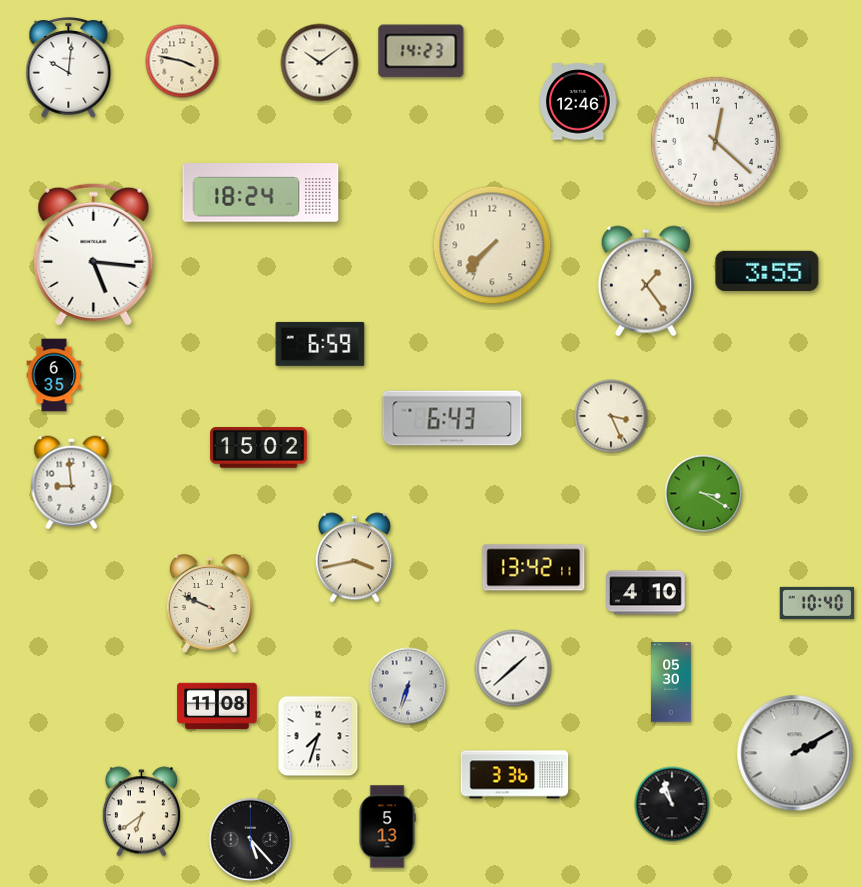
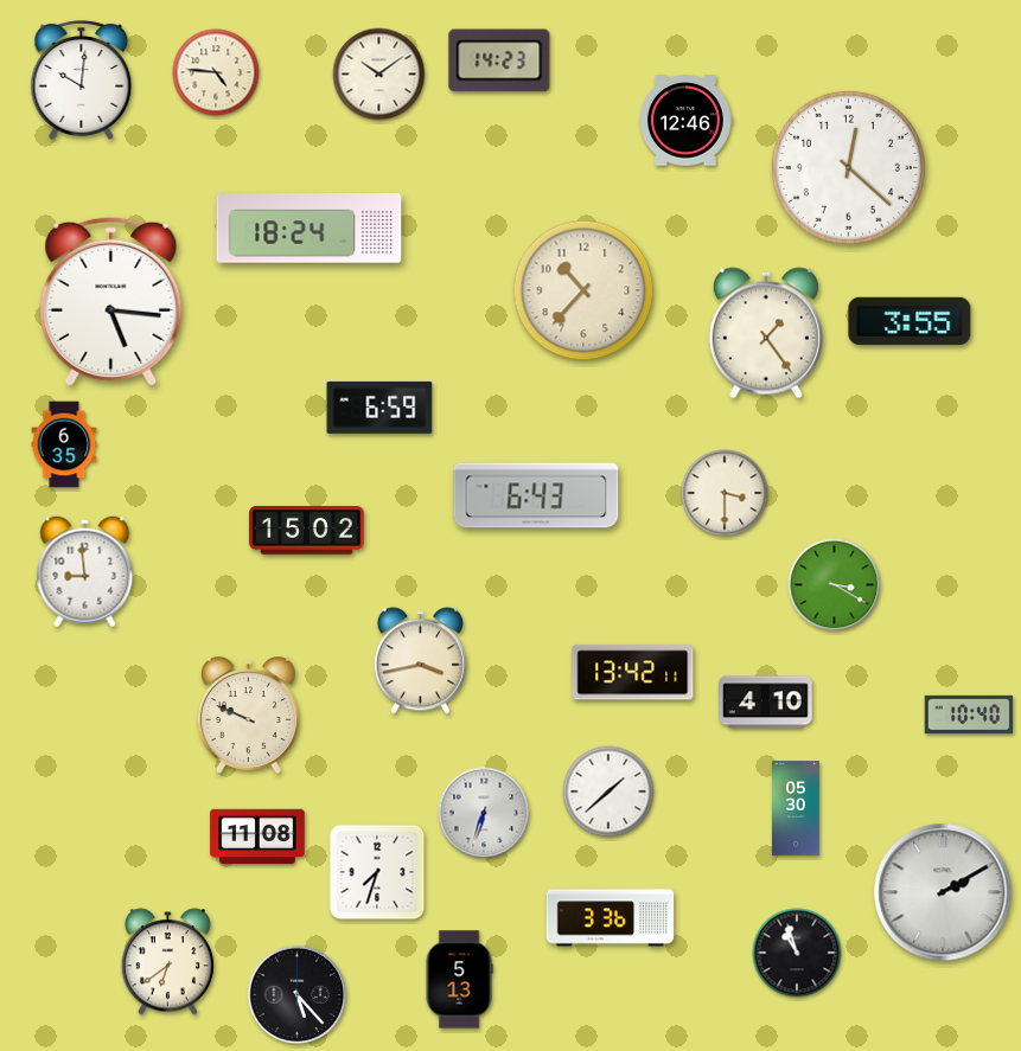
clock at (182, 61): 3:47 -> 4:46
clock at (492, 245): 7:37 -> 10:37
clock at (611, 416): 3:26 -> 3:30
